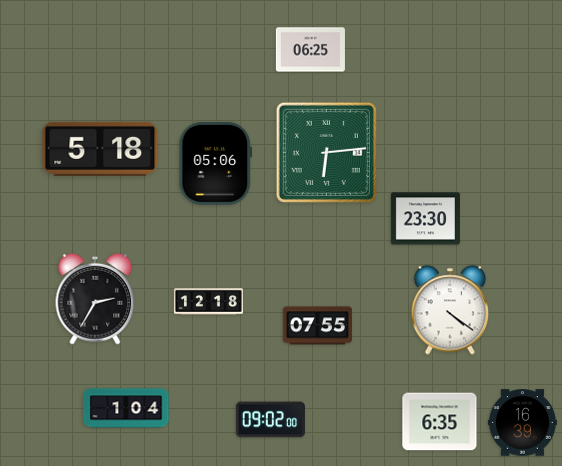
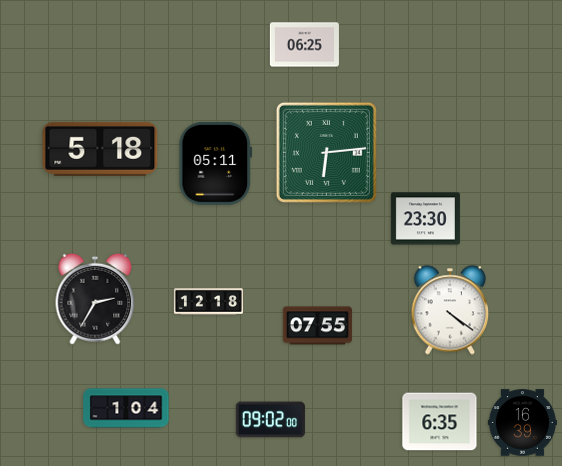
clock at (310, 50) position: (310, 50) -> (304, 45)
clock at (216, 163): 05:06 -> 05:11
